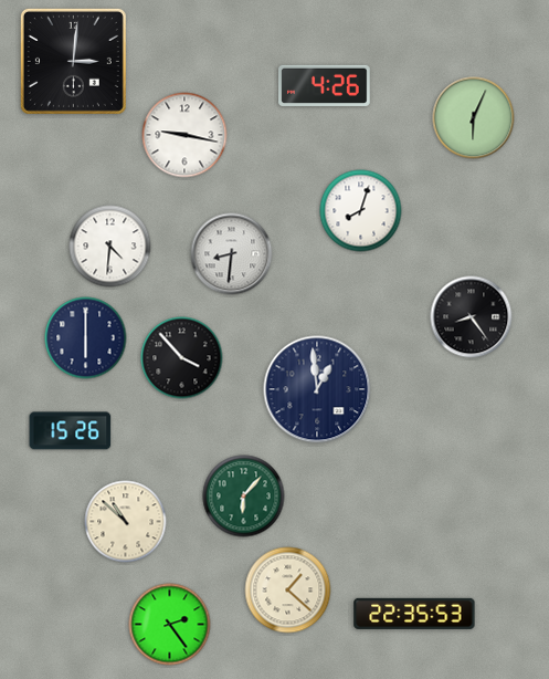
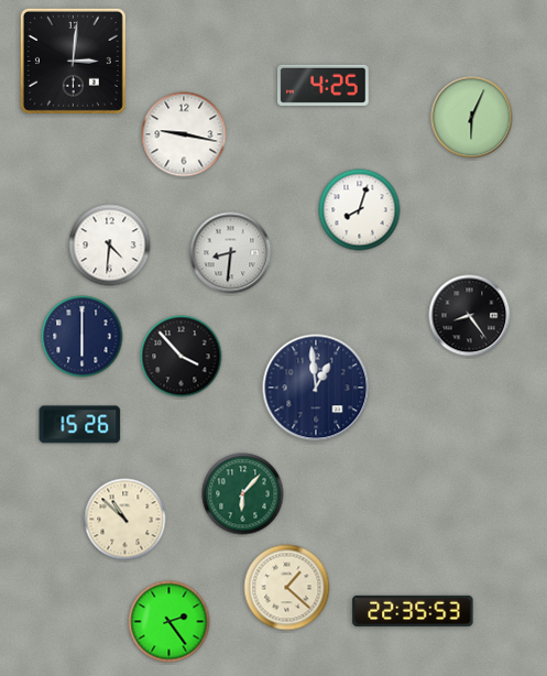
clock at (325, 85): 4:26 -> 4:25
clock at (86, 338) position: (86, 338) -> (83, 337)
clock at (71, 431) position: (71, 431) -> (80, 425)
